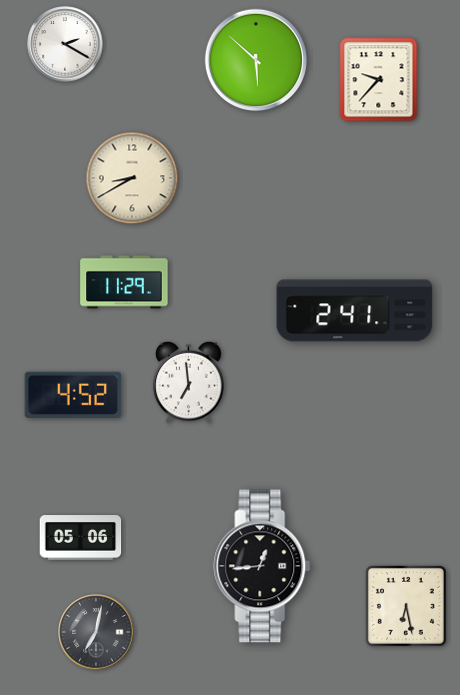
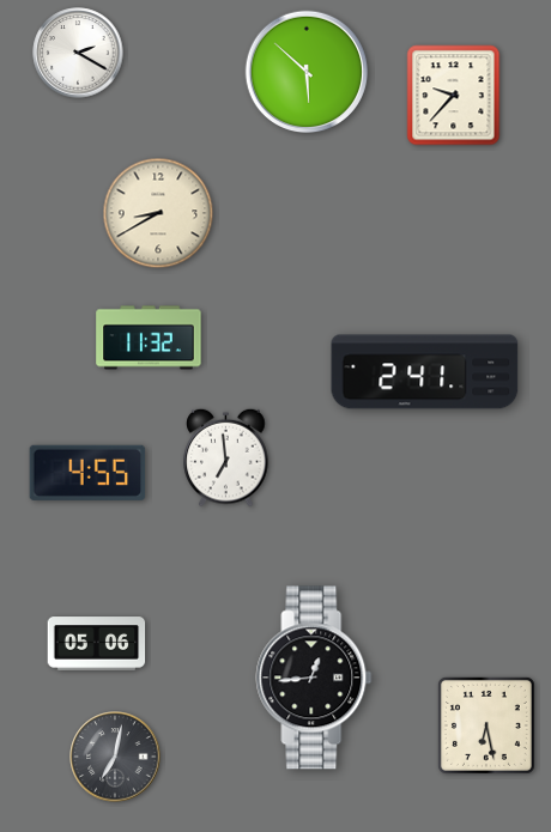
clock at (124, 282): 11:29 -> 11:32
clock at (73, 395): 4:52 -> 4:55
